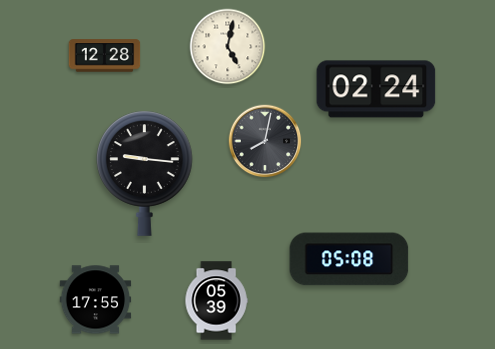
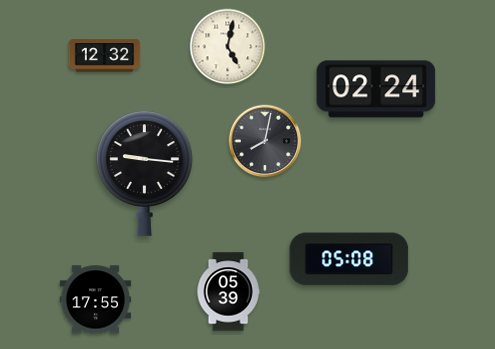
clock at (105, 56): 12:28 -> 12:32
clock at (216, 301) position: (216, 301) -> (228, 292)
